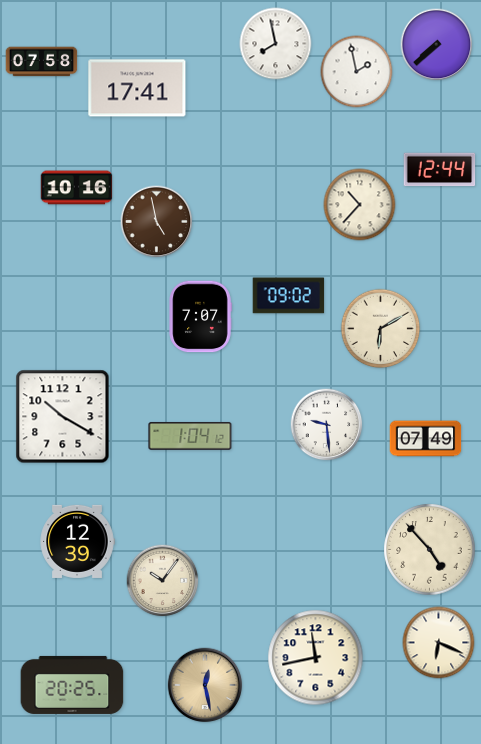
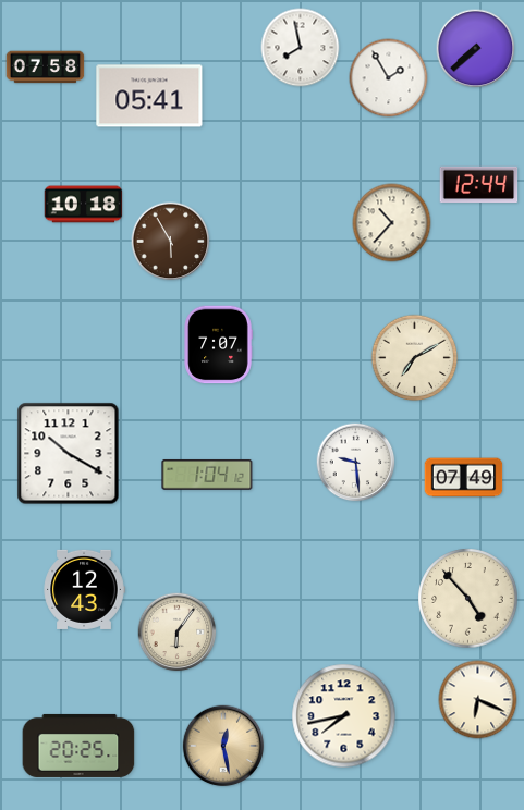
clock at (357, 72): 1:58 -> 1:55
clock at (137, 88): 17:41 -> 05:41
clock at (77, 188): 10:16 -> 10:18
clock at (157, 222): 4:58 -> 5:55
clock at (289, 296): 09:02 -> none
clock at (381, 329): 6:10 -> 7:10
clock at (77, 541): 12:39 -> 12:43
clock at (163, 581): 10:06 -> 6:06
clock at (316, 658): 11:43 -> 7:43
